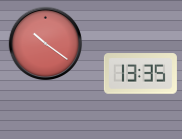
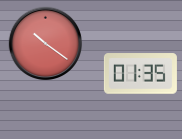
clock at (140, 74): 13:35 -> 01:35
